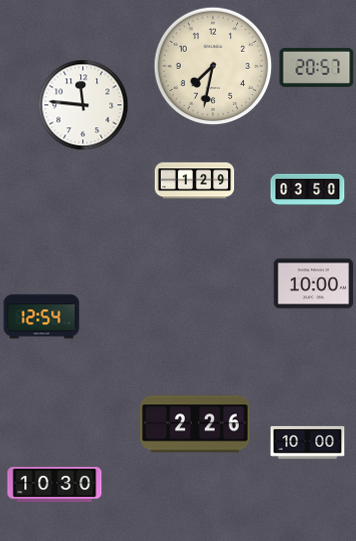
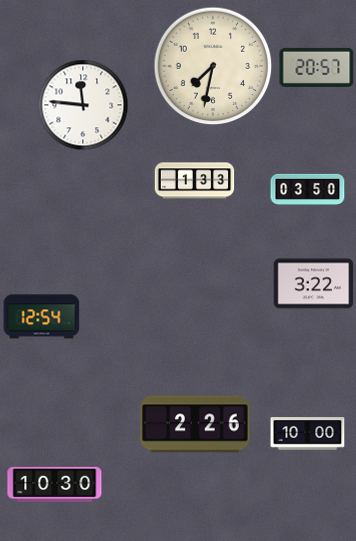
clock at (195, 181): 1:29 -> 1:33
clock at (314, 284): 10:00 -> 3:22
clock at (308, 443) position: (308, 443) -> (308, 434)
